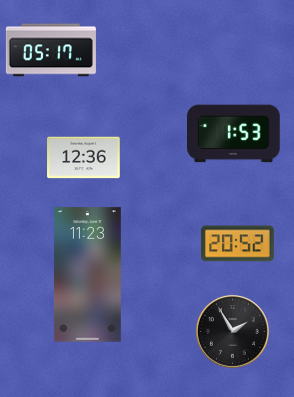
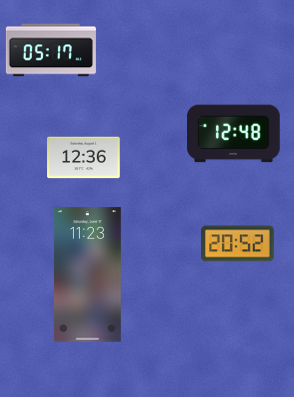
clock at (234, 134): 1:53 -> 12:48
clock at (232, 331): 1:55 -> none
